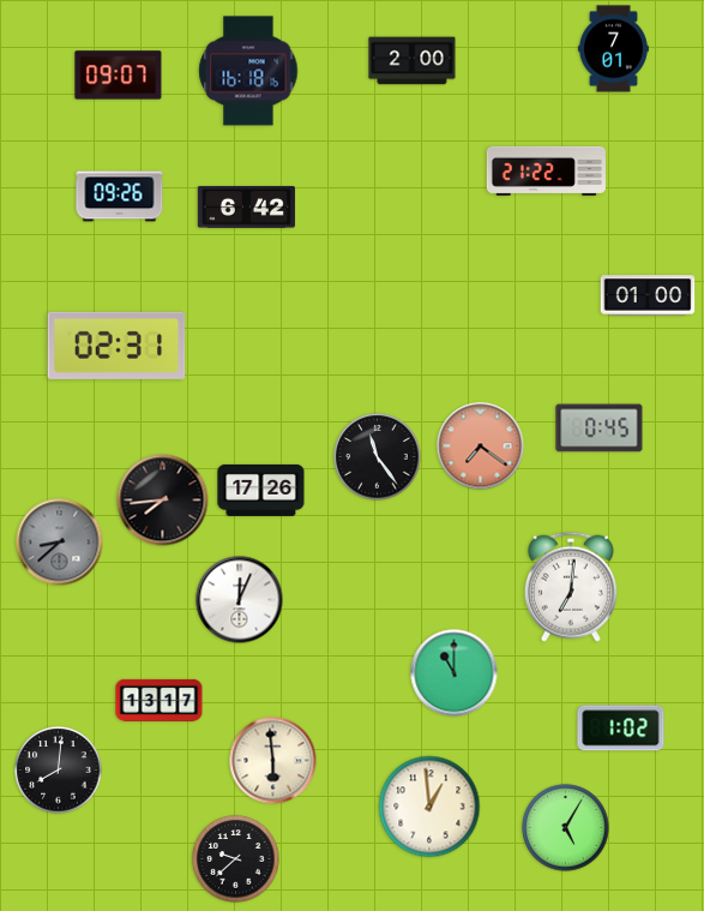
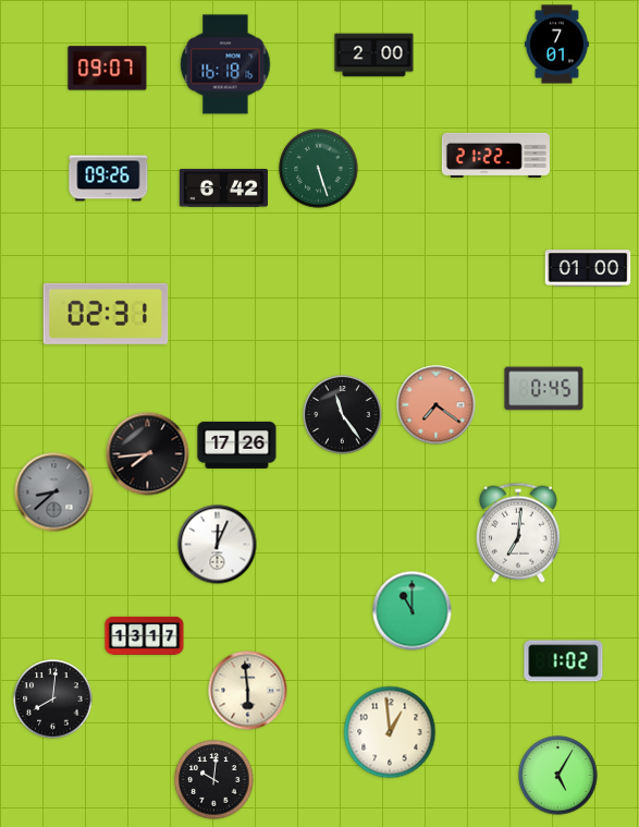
clock at (319, 169): none -> 5:27
clock at (566, 828) position: (566, 828) -> (558, 776)
clock at (236, 859): 9:38 -> 10:01
